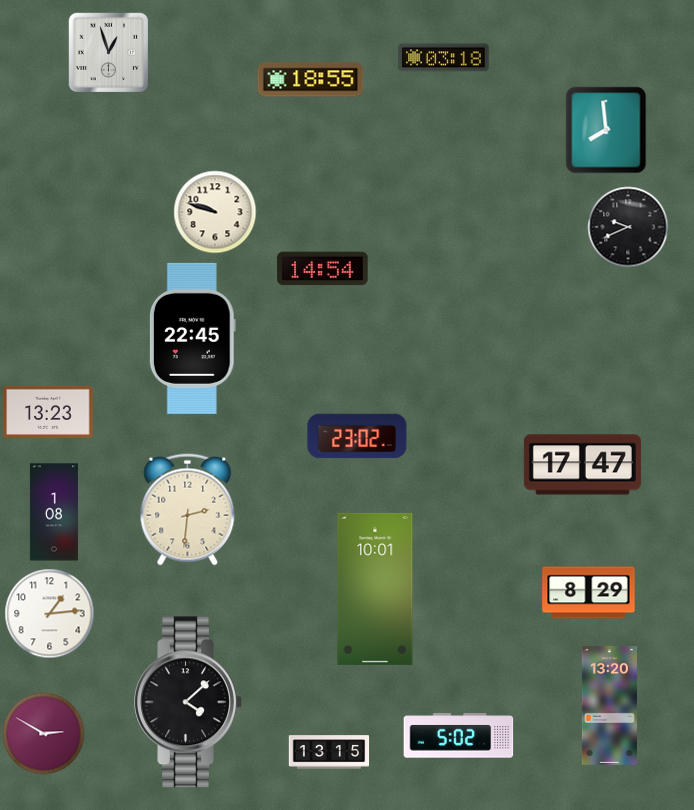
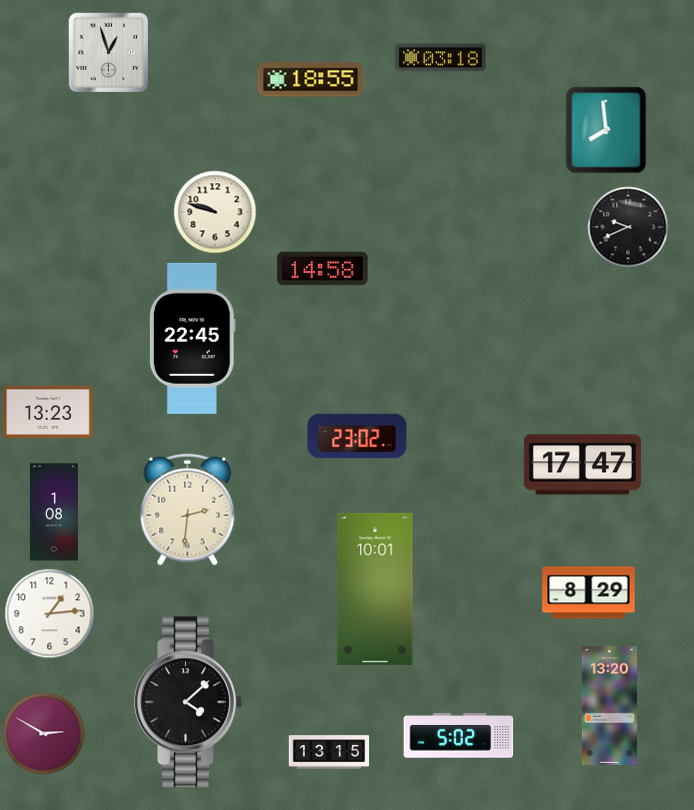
clock at (444, 58) position: (444, 58) -> (441, 58)
clock at (323, 269): 14:54 -> 14:58
